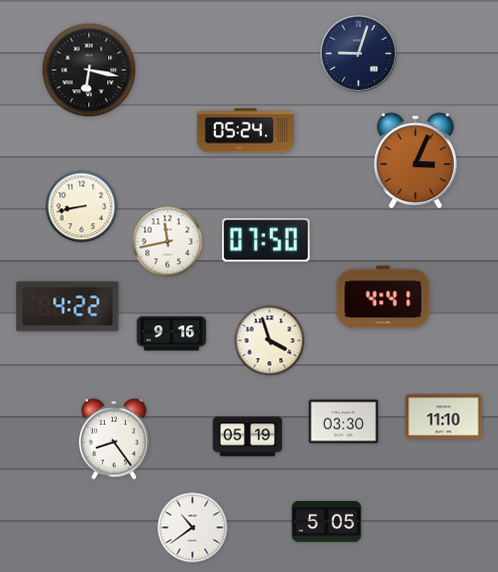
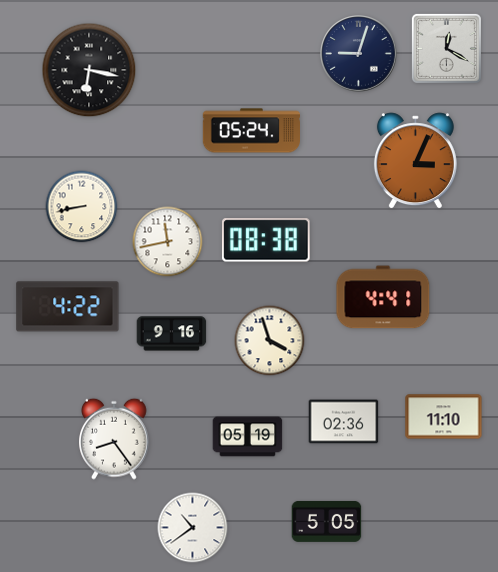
clock at (446, 48): none -> 12:20
clock at (245, 131) position: (245, 131) -> (251, 131)
clock at (266, 240): 07:50 -> 08:38
clock at (344, 422): 03:30 -> 02:36
